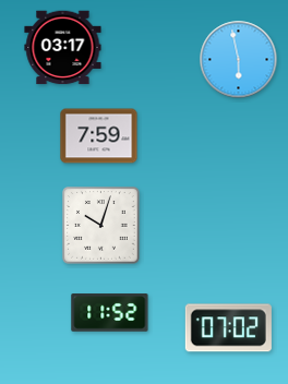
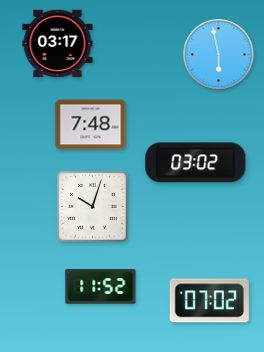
clock at (99, 136): 7:59 -> 7:48
clock at (196, 163): none -> 03:02
